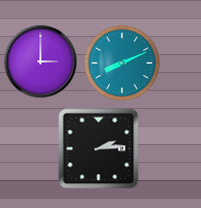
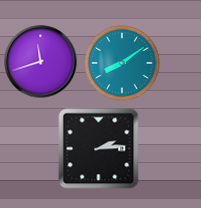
clock at (41, 62): 3:00 -> 11:42
clock at (122, 63): 8:11 -> 8:09
